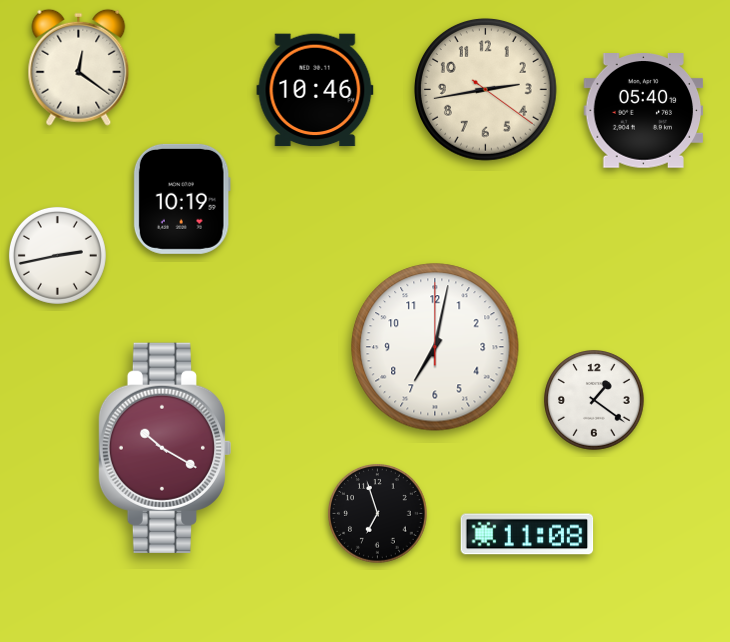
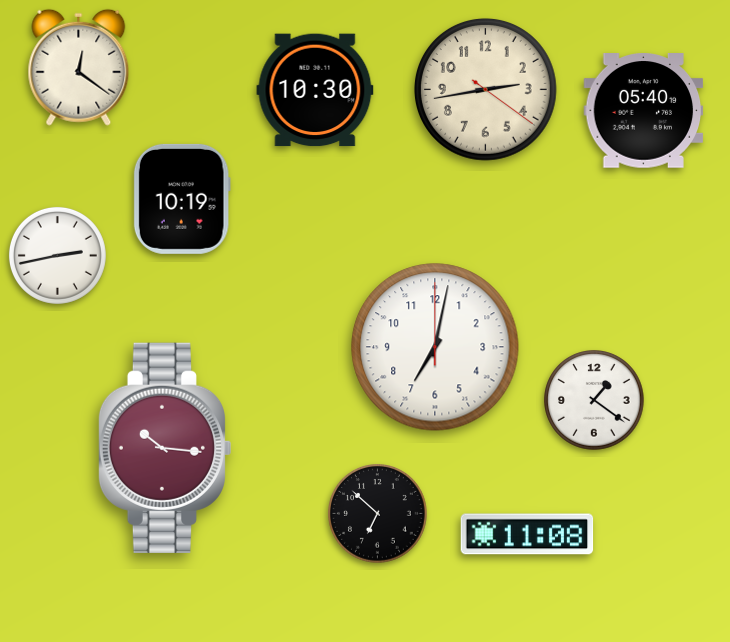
clock at (315, 90): 10:46 -> 10:30
clock at (164, 448): 10:20 -> 10:16
clock at (378, 514): 6:57 -> 6:52
